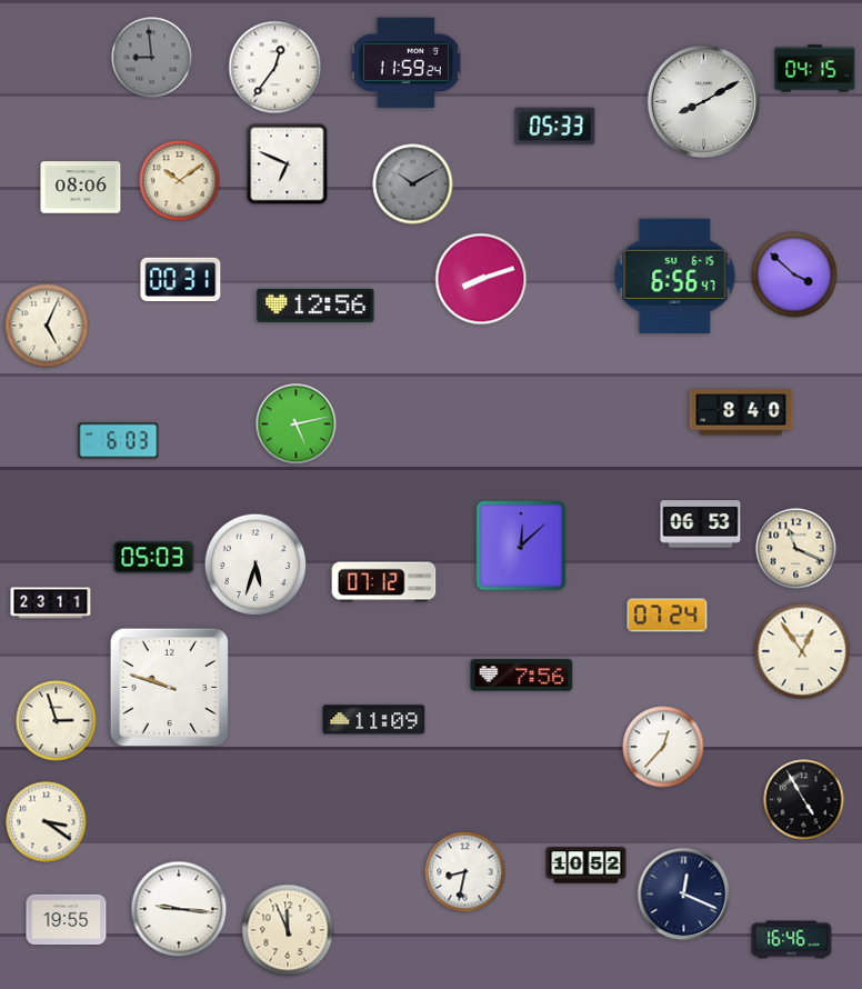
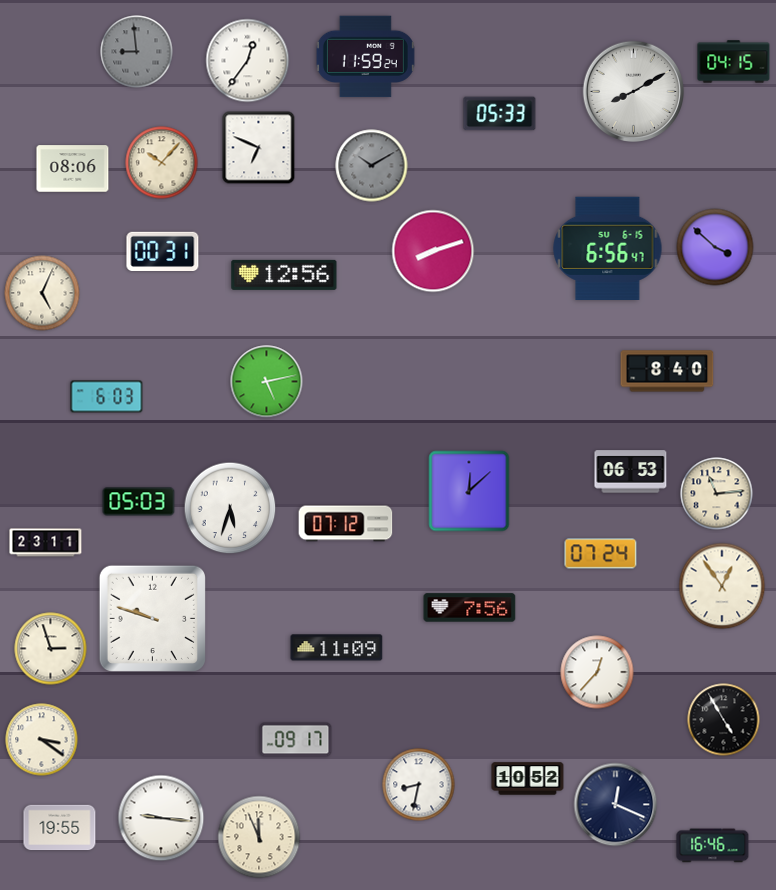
clock at (180, 181): 10:09 -> 10:07
clock at (796, 549): 11:19 -> 11:14
clock at (296, 740): none -> 09:17
